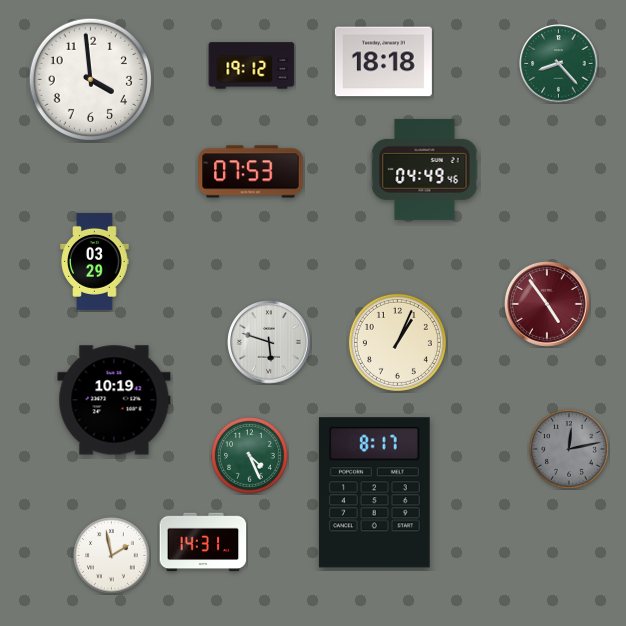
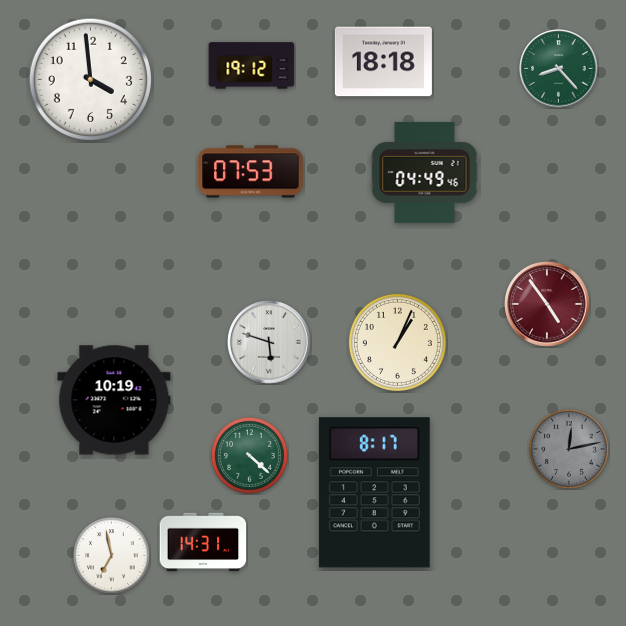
clock at (559, 64) position: (559, 64) -> (559, 69)
clock at (425, 169) position: (425, 169) -> (425, 172)
clock at (95, 261): 03:29 -> none
clock at (250, 456): 4:26 -> 4:22
clock at (112, 556): 1:58 -> 6:58
